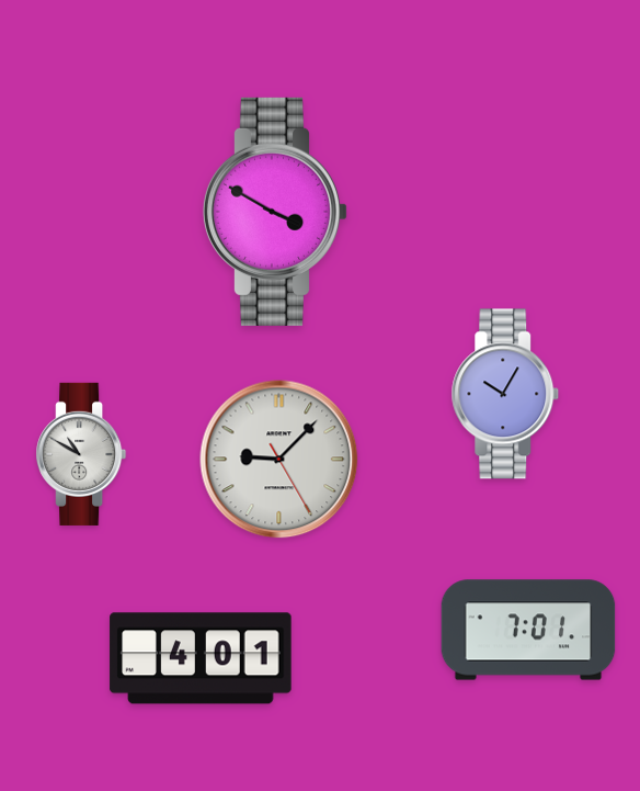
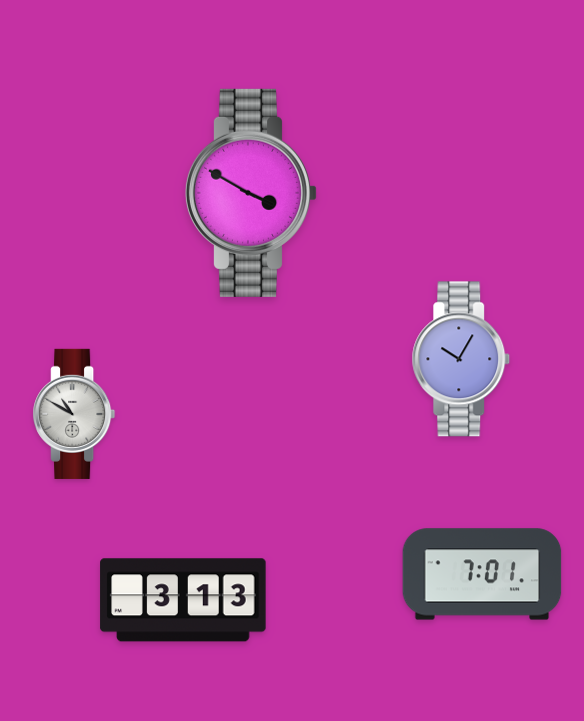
clock at (279, 460): 9:07 -> none
clock at (201, 658): 4:01 -> 3:13
